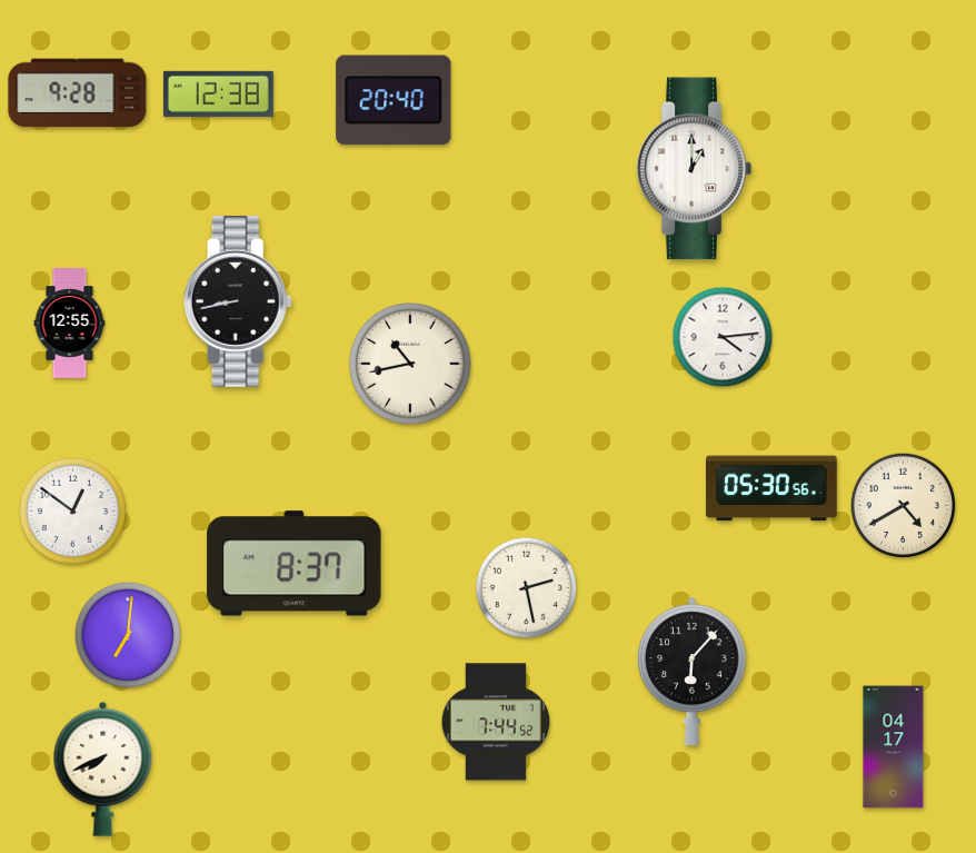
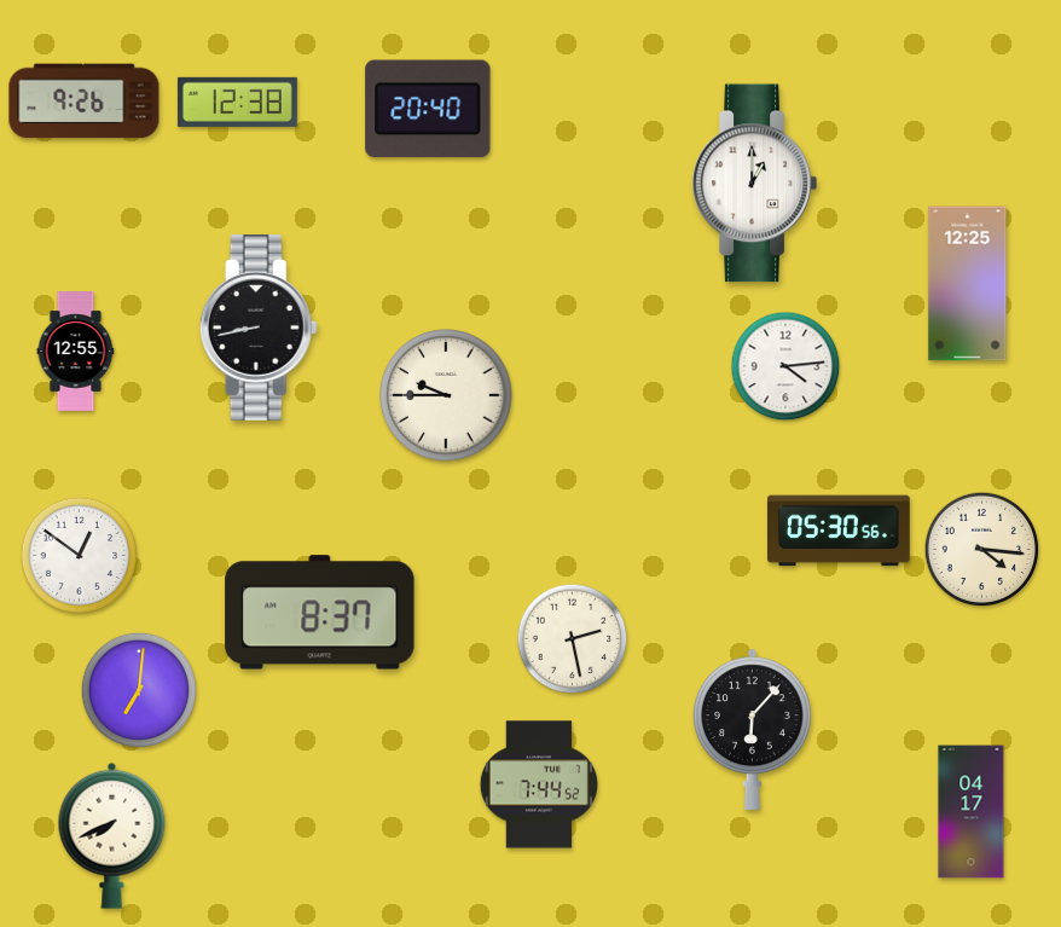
clock at (78, 93): 9:28 -> 9:26
clock at (968, 284): none -> 12:25
clock at (410, 364): 10:43 -> 9:45
clock at (904, 506): 4:40 -> 4:16
